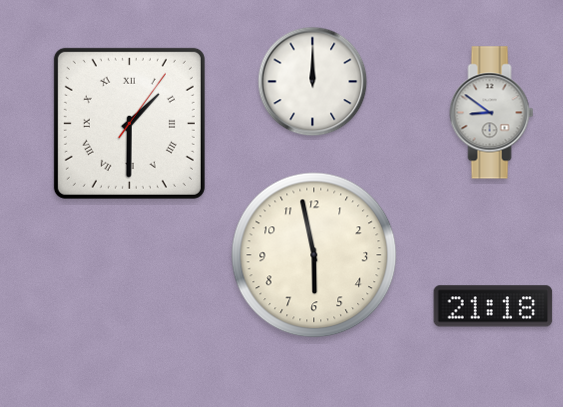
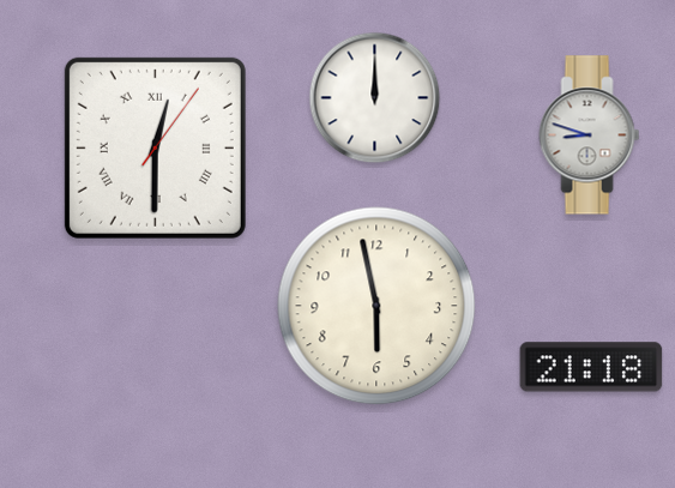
clock at (492, 113): 8:51 -> 8:48
clock at (129, 123): 1:30 -> 12:30
